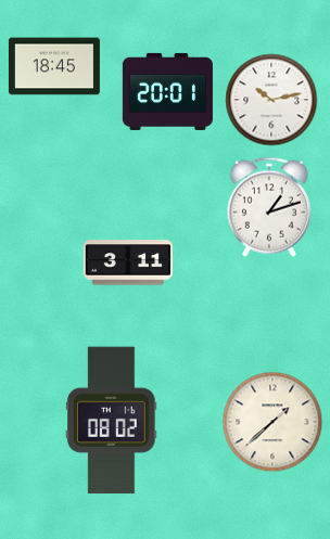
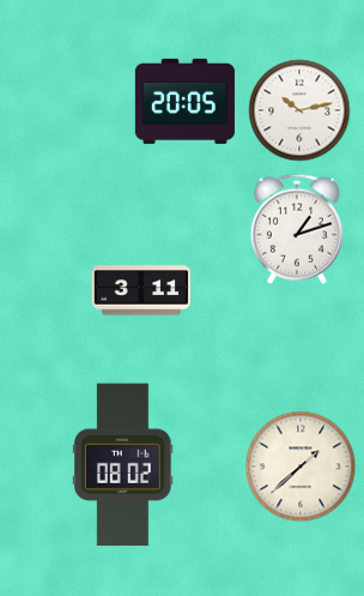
clock at (54, 66): 18:45 -> none
clock at (167, 91): 20:01 -> 20:05
